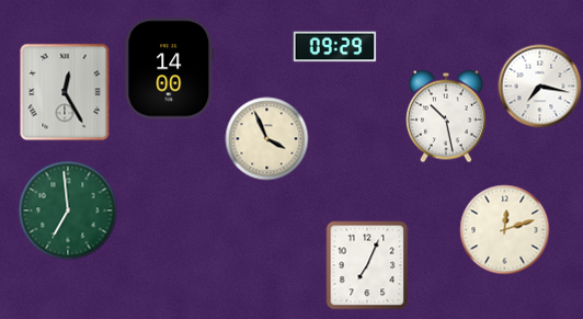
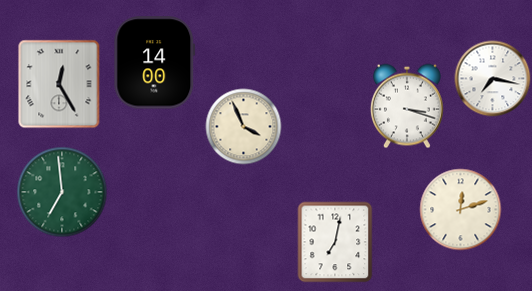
clock at (335, 47): 09:29 -> none
clock at (446, 116): 10:28 -> 3:18
clock at (367, 265): 7:04 -> 7:02
